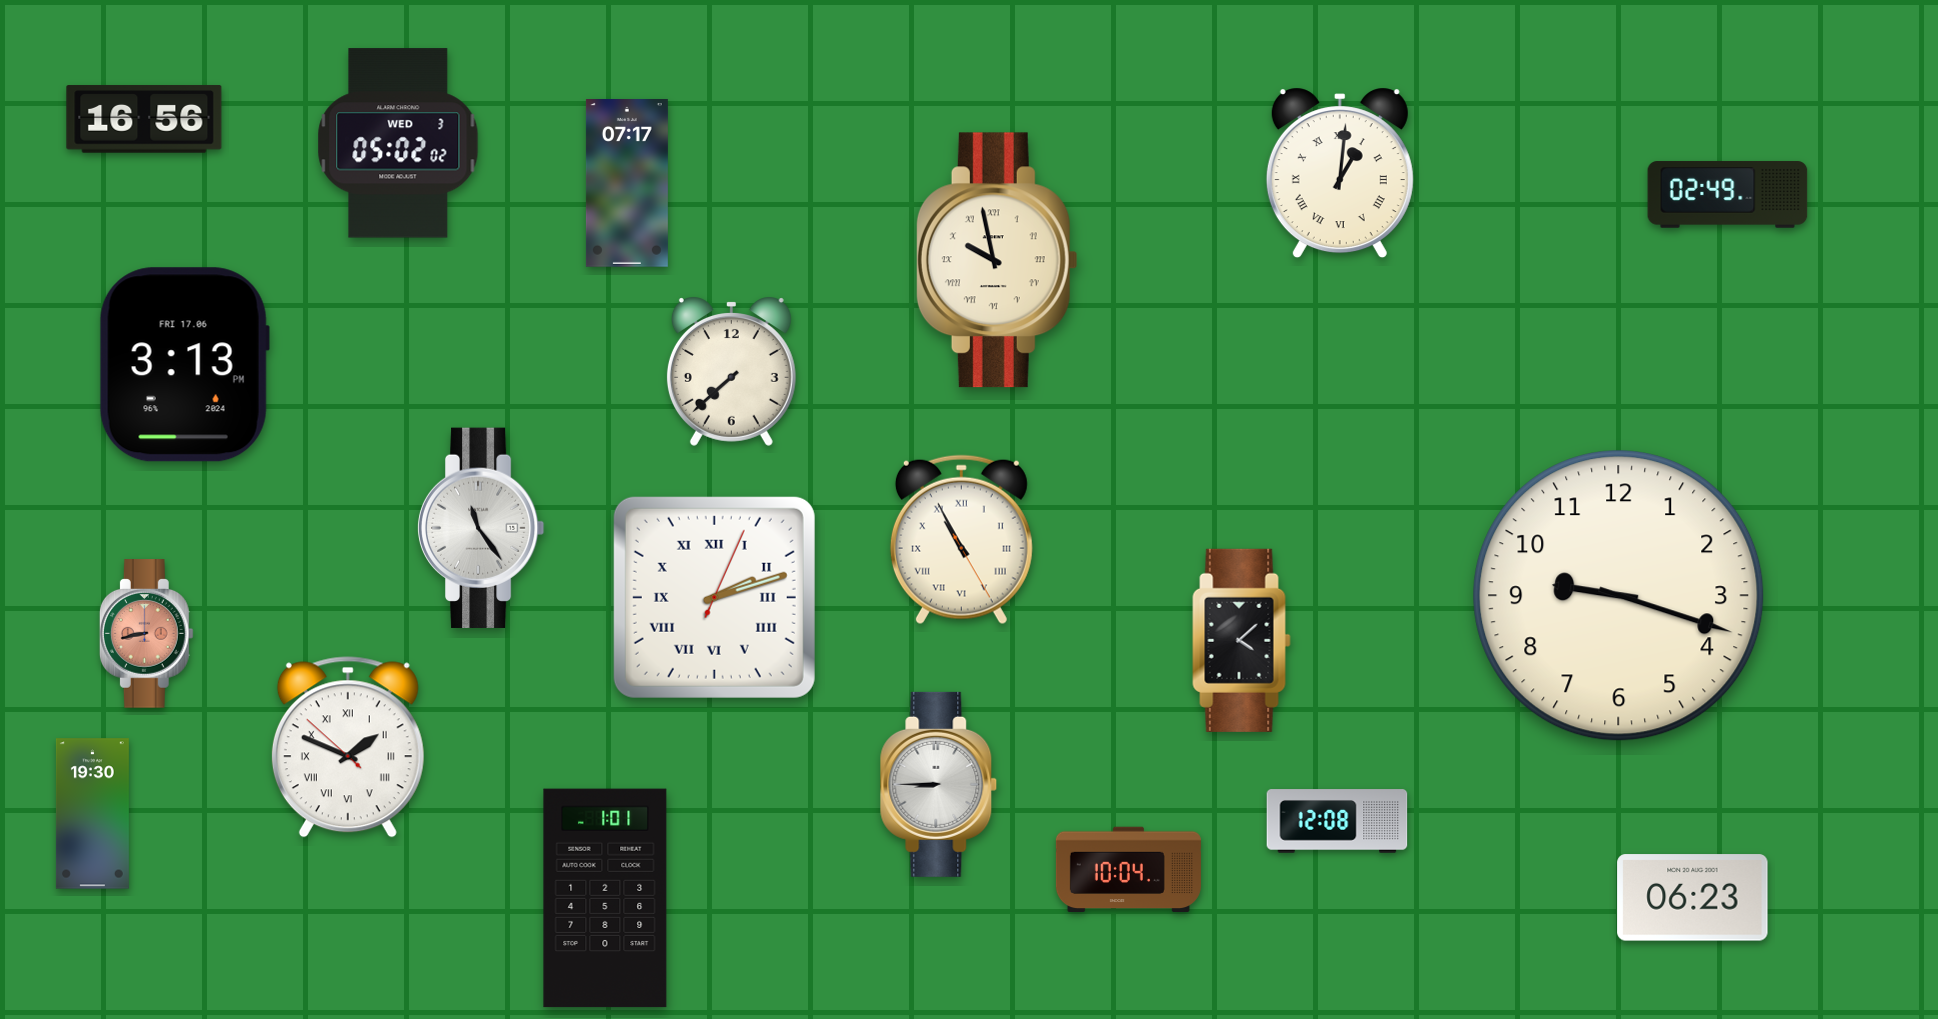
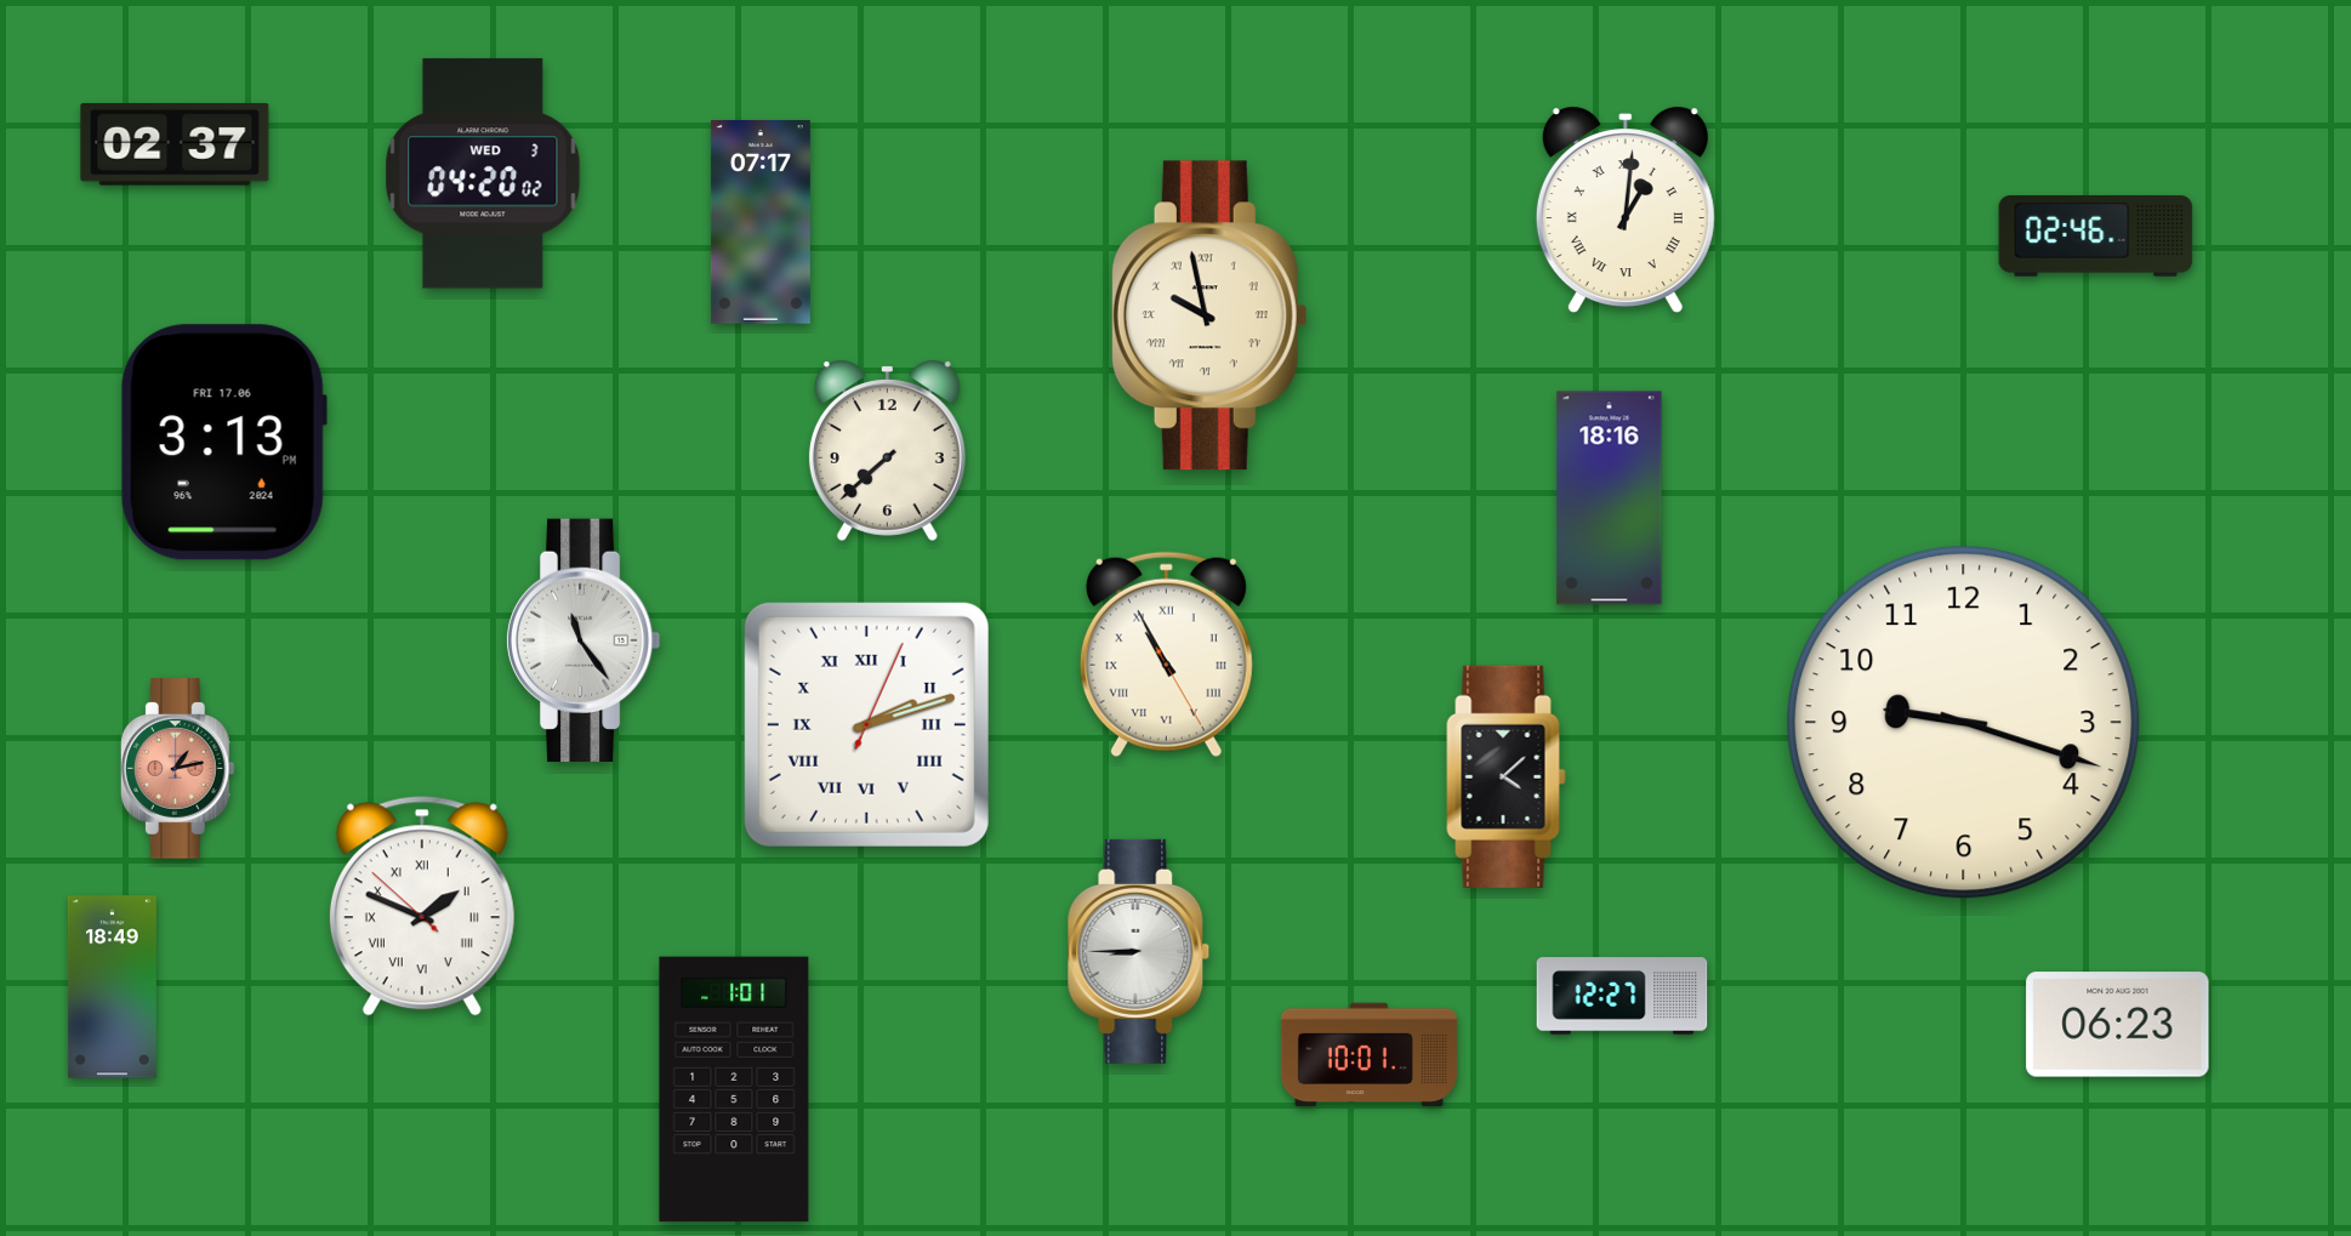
clock at (144, 119): 16:56 -> 02:37
clock at (398, 143): 05:02 -> 04:20
clock at (1728, 195): 02:49 -> 02:46
clock at (1610, 499): none -> 18:16
clock at (146, 634): 8:43 -> 1:13
clock at (92, 814): 19:30 -> 18:49
clock at (1337, 821): 12:08 -> 12:27
clock at (1128, 870): 10:04 -> 10:01
clock at (1693, 898) position: (1693, 898) -> (2118, 1025)
